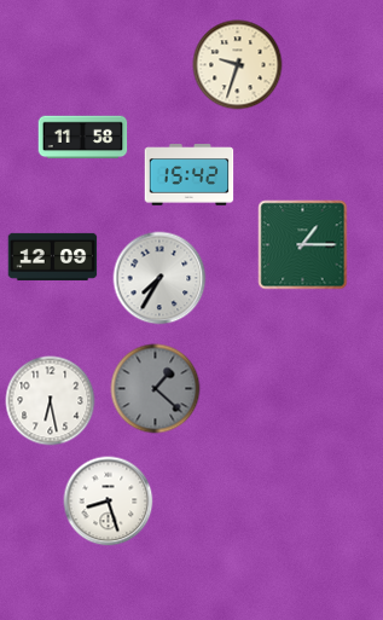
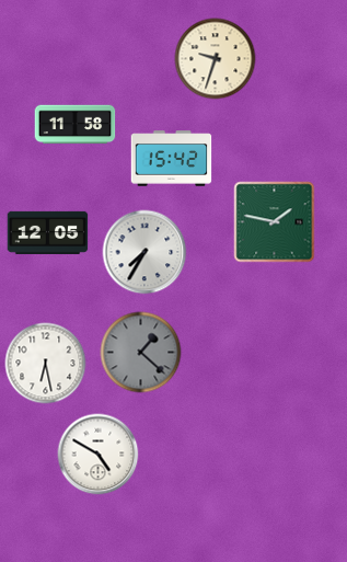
clock at (303, 245): 1:15 -> 1:47
clock at (53, 256): 12:09 -> 12:05
clock at (109, 502): 8:27 -> 4:50
